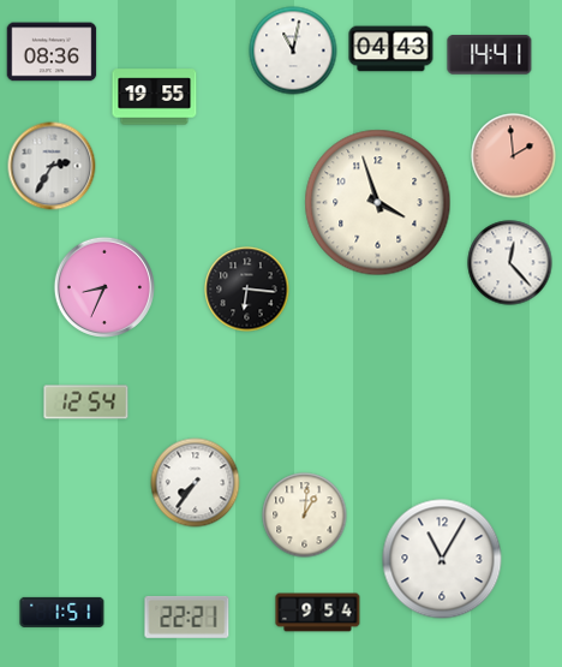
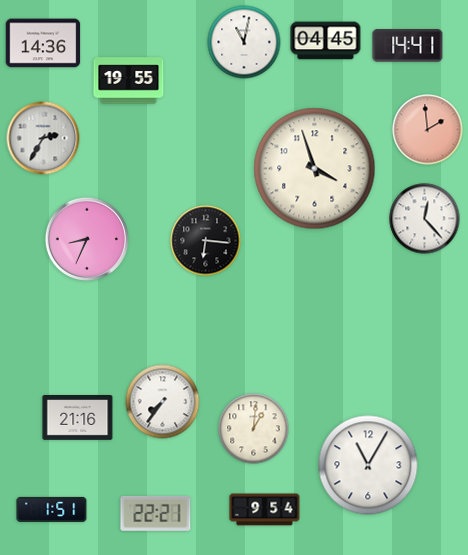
clock at (391, 49): 04:43 -> 04:45
clock at (52, 52): 08:36 -> 14:36
clock at (86, 403): 12:54 -> none
clock at (78, 418): none -> 21:16
